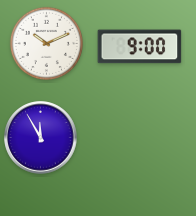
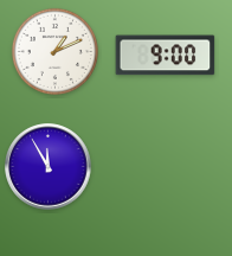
clock at (46, 43): 10:11 -> 1:11
clock at (41, 138) position: (41, 138) -> (49, 167)
